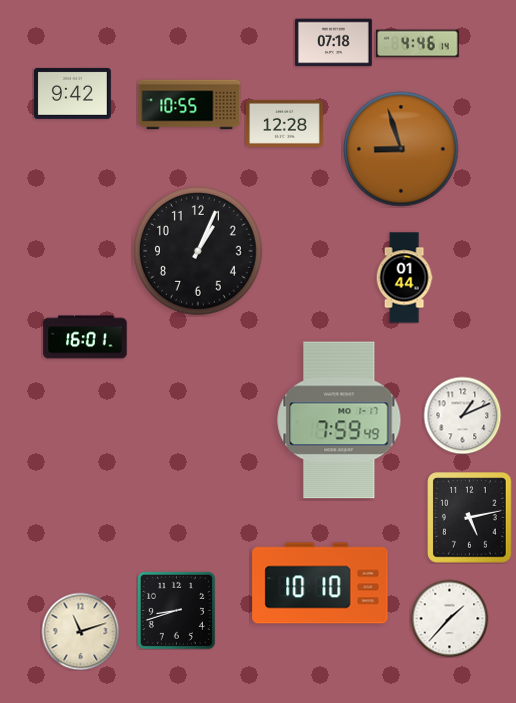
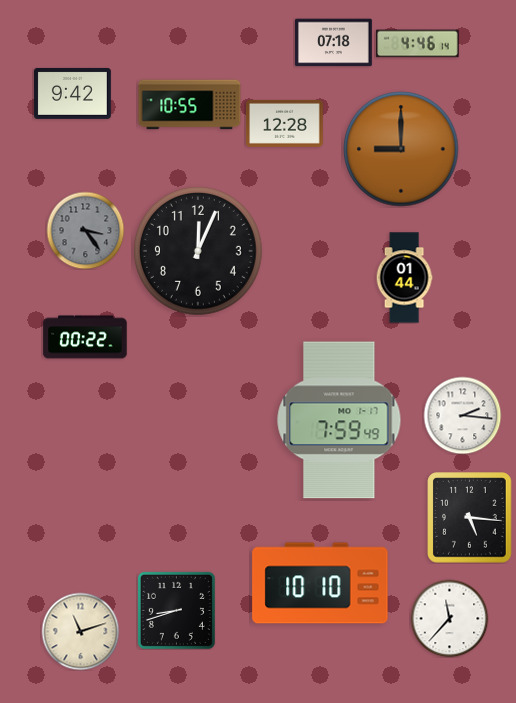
clock at (401, 149): 8:57 -> 9:00
clock at (85, 230): none -> 3:24
clock at (199, 252): 1:04 -> 12:04
clock at (85, 337): 16:01 -> 00:22
clock at (462, 415): 1:11 -> 2:16
clock at (470, 518): 5:13 -> 5:16
clock at (449, 618): 1:37 -> 11:37
